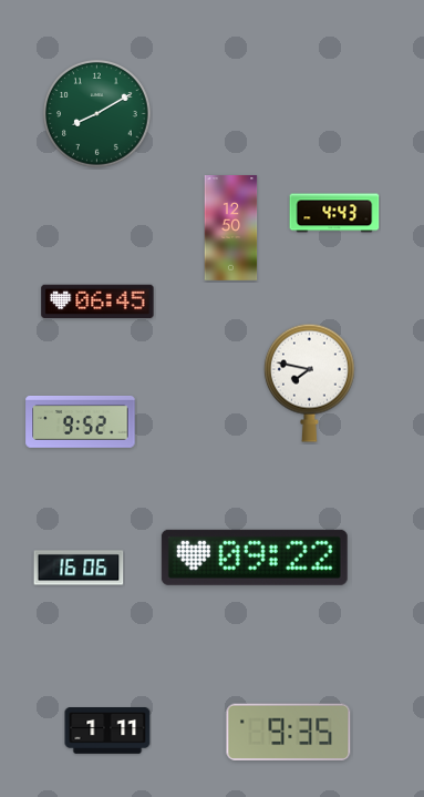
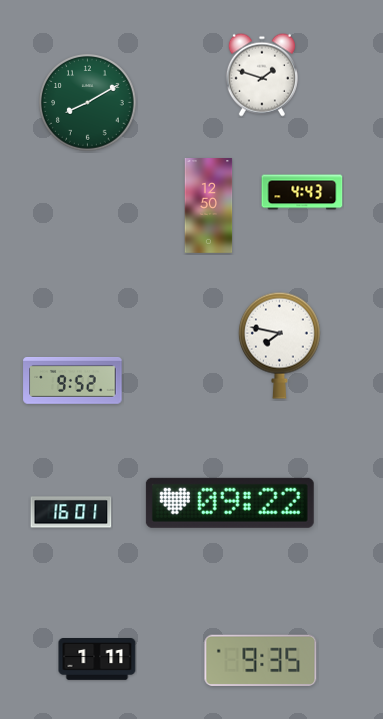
clock at (262, 75): none -> 1:48
clock at (97, 302): 06:45 -> none
clock at (79, 568): 16:06 -> 16:01
